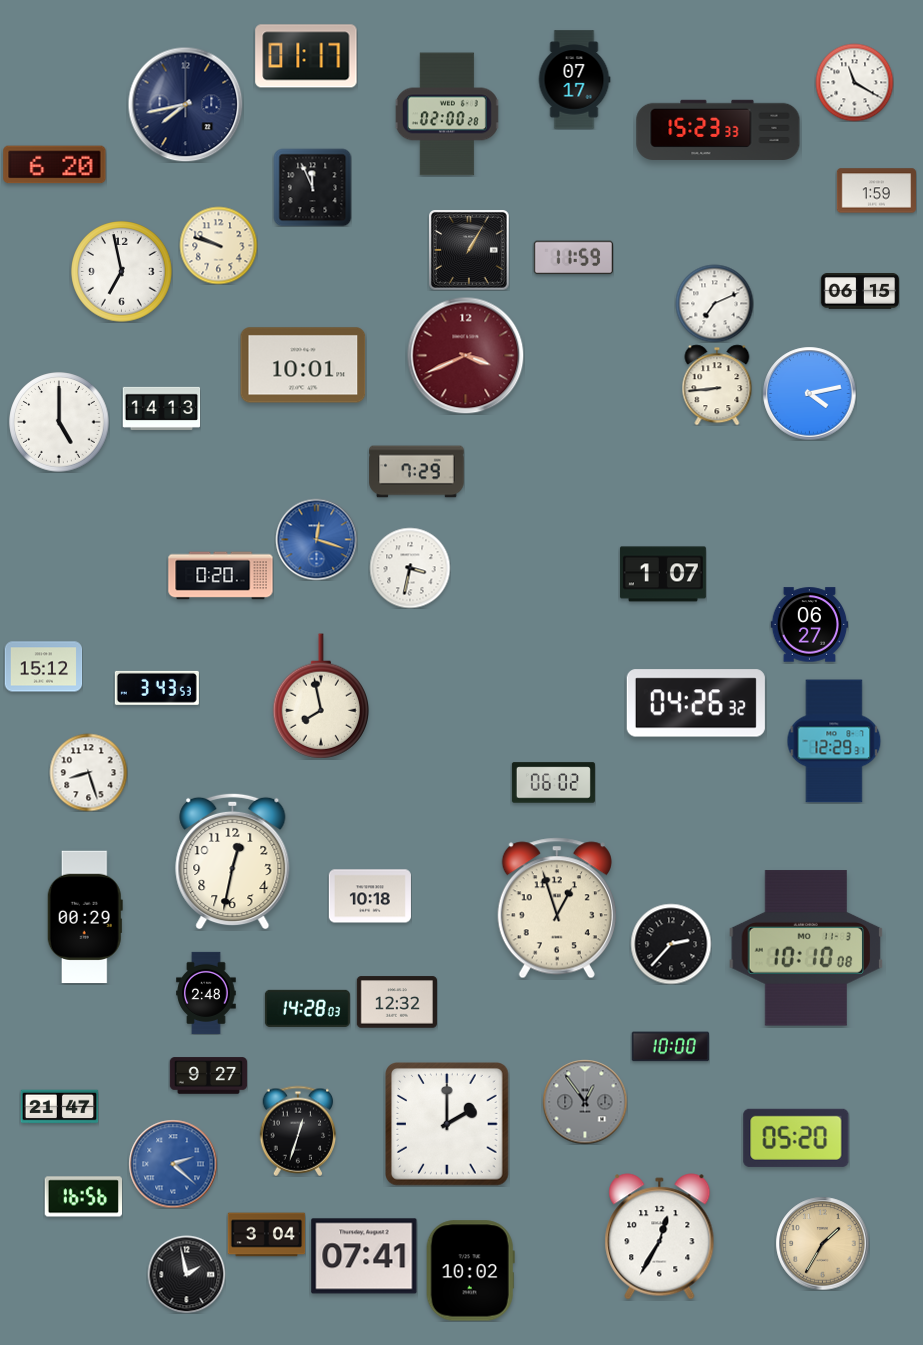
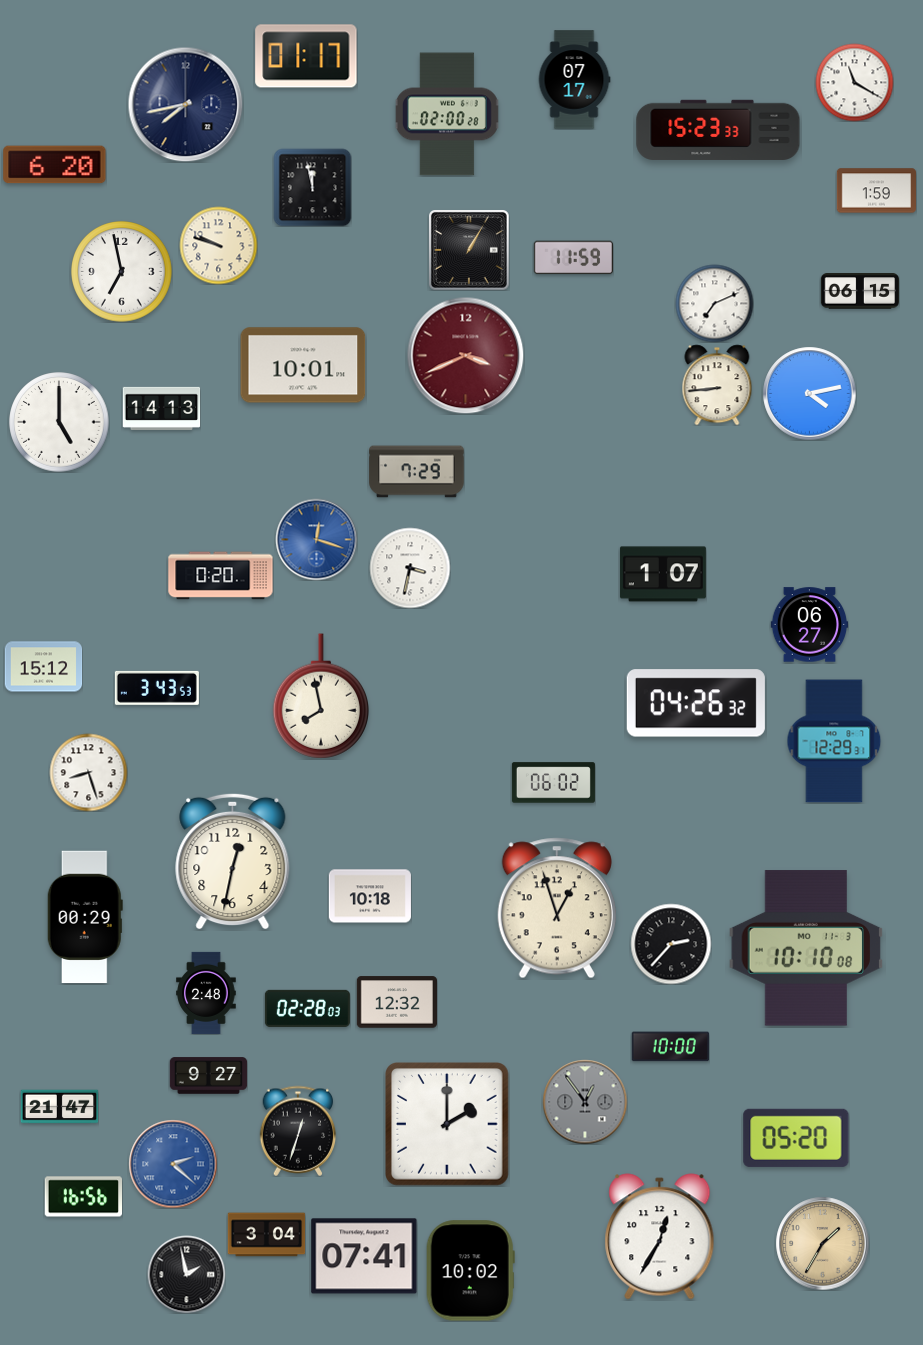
clock at (312, 187): 11:56 -> 11:58
clock at (307, 1008): 14:28 -> 02:28
